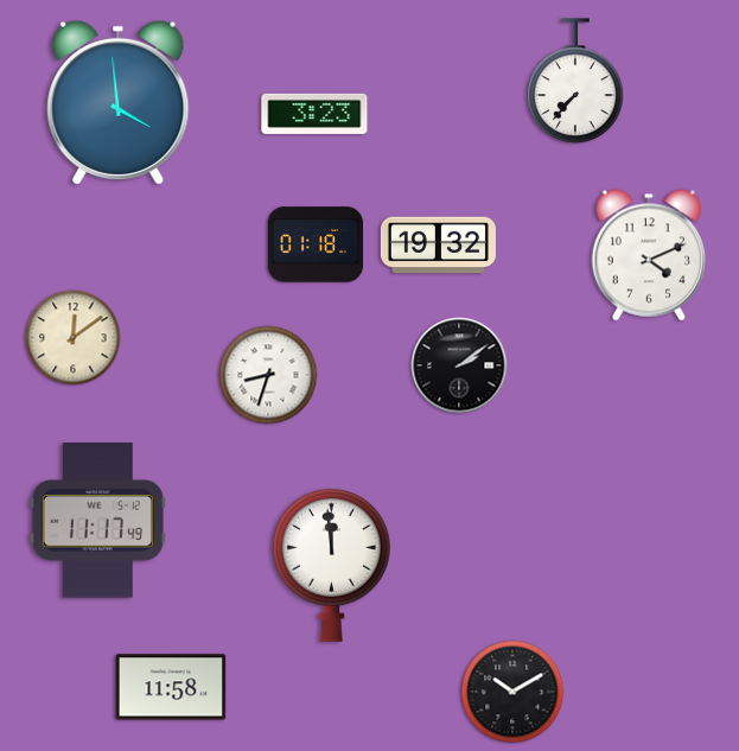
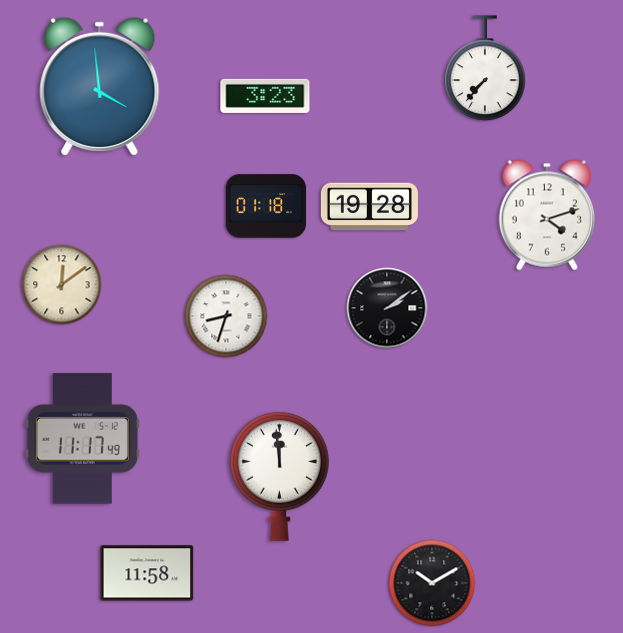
clock at (438, 246): 19:32 -> 19:28
clock at (648, 255): 4:11 -> 4:12
clock at (171, 687) position: (171, 687) -> (147, 573)
